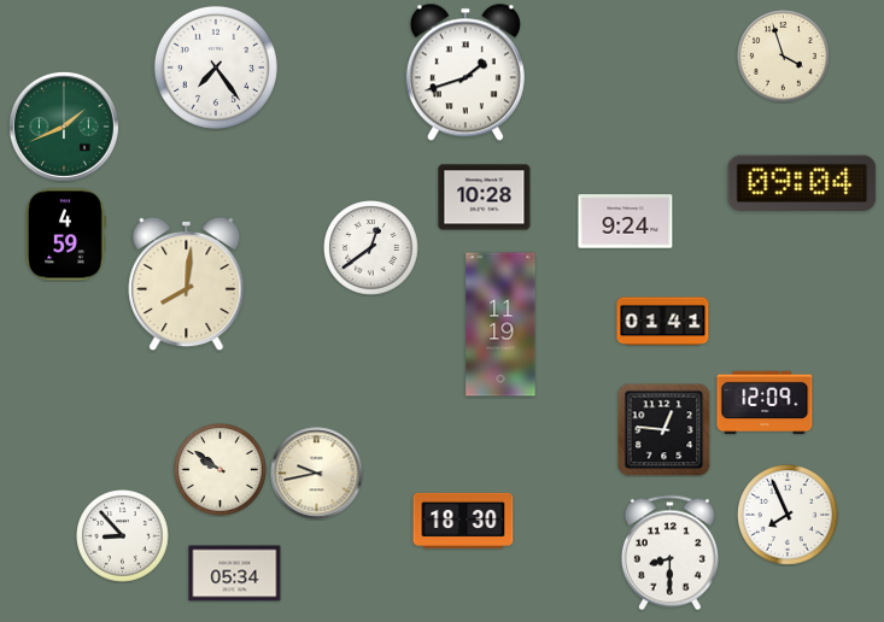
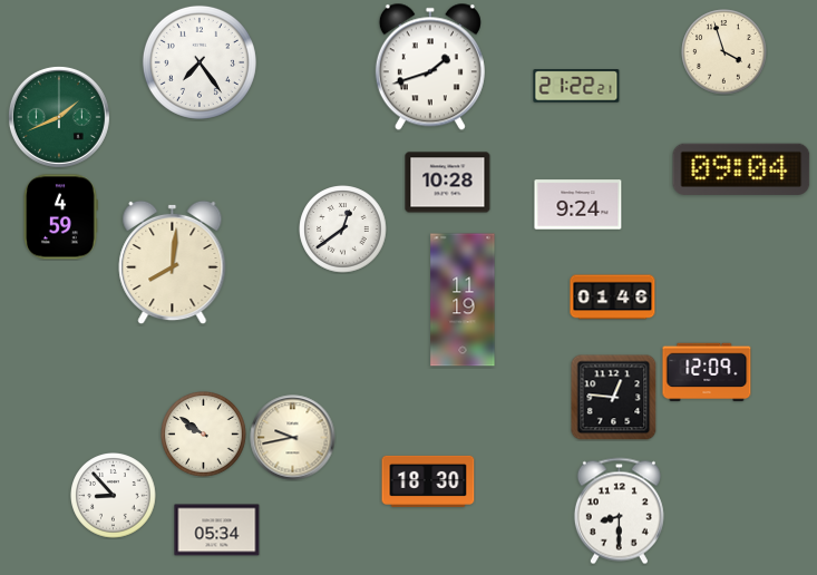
clock at (576, 86): none -> 21:22
clock at (663, 322): 01:41 -> 01:46
clock at (789, 516): 7:56 -> none
